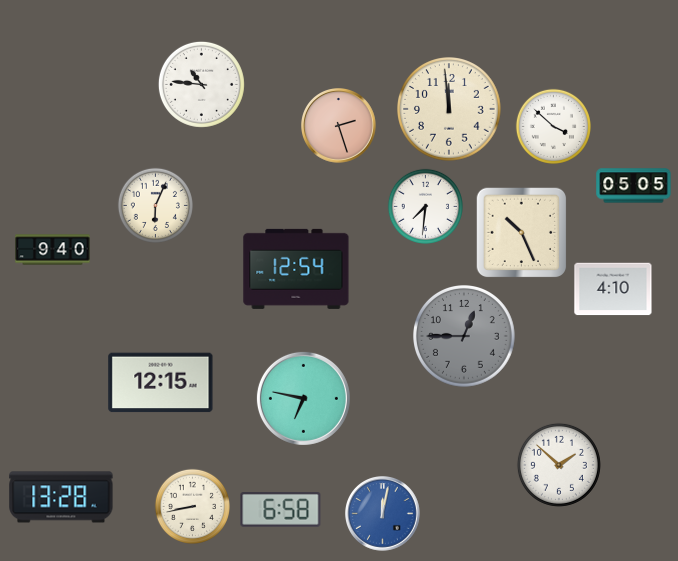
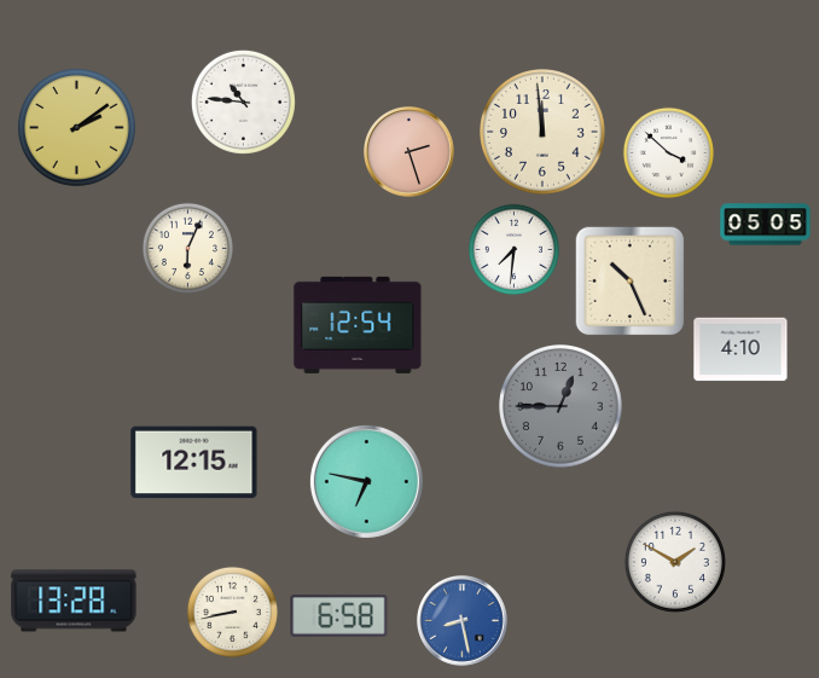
clock at (76, 127): none -> 2:09
clock at (53, 250): 9:40 -> none
clock at (559, 465): 1:52 -> 1:50
clock at (383, 514): 12:02 -> 8:28
